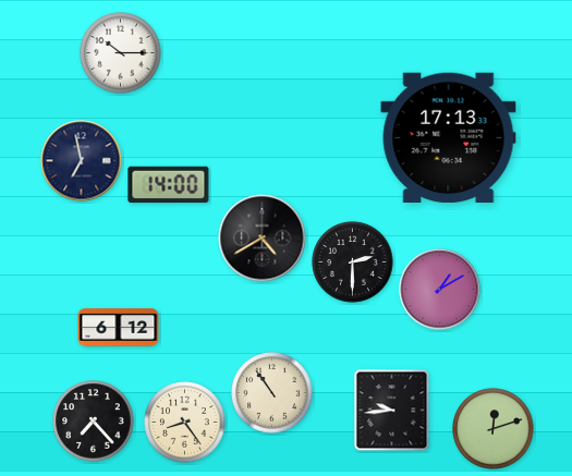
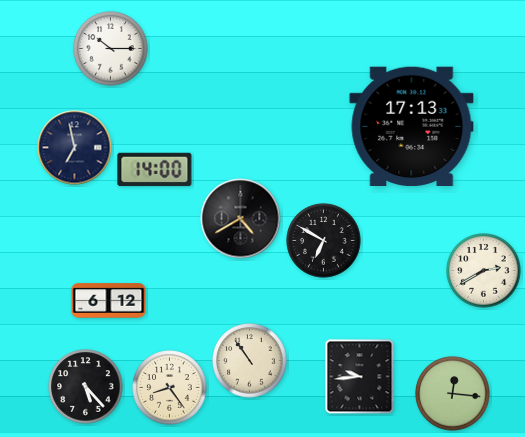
clock at (353, 263): 2:30 -> 6:50
clock at (440, 290): 1:10 -> none
clock at (484, 271): none -> 2:40
clock at (94, 422): 7:23 -> 5:23
clock at (494, 429): 12:12 -> 12:16
